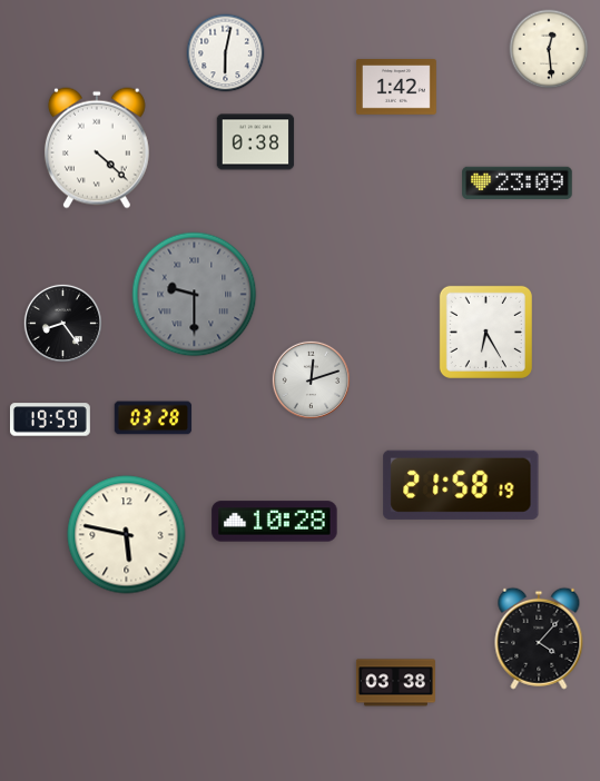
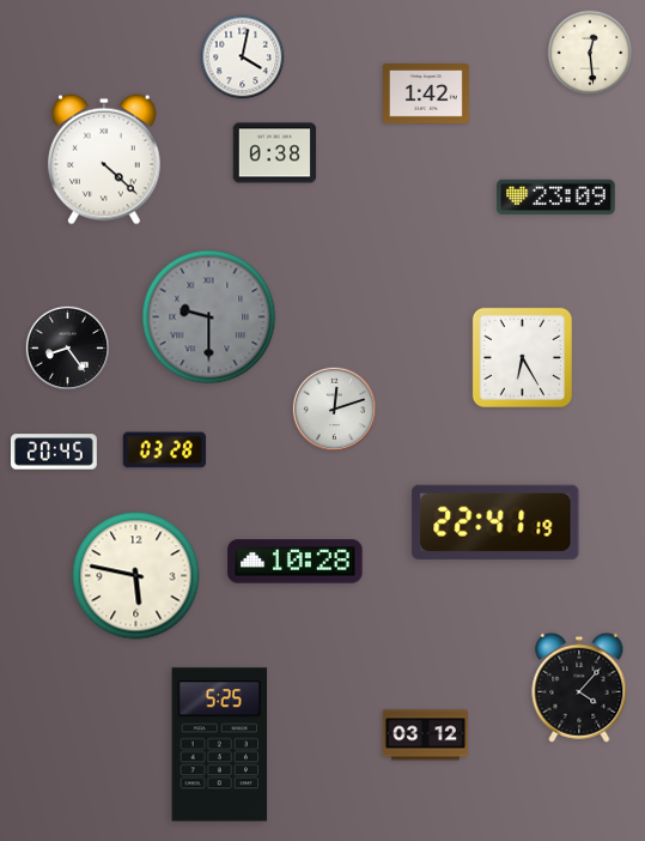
clock at (226, 53): 6:02 -> 4:02
clock at (50, 419): 19:59 -> 20:45
clock at (461, 485): 21:58 -> 22:41
clock at (395, 683): 03:38 -> 03:12
clock at (220, 745): none -> 5:25
